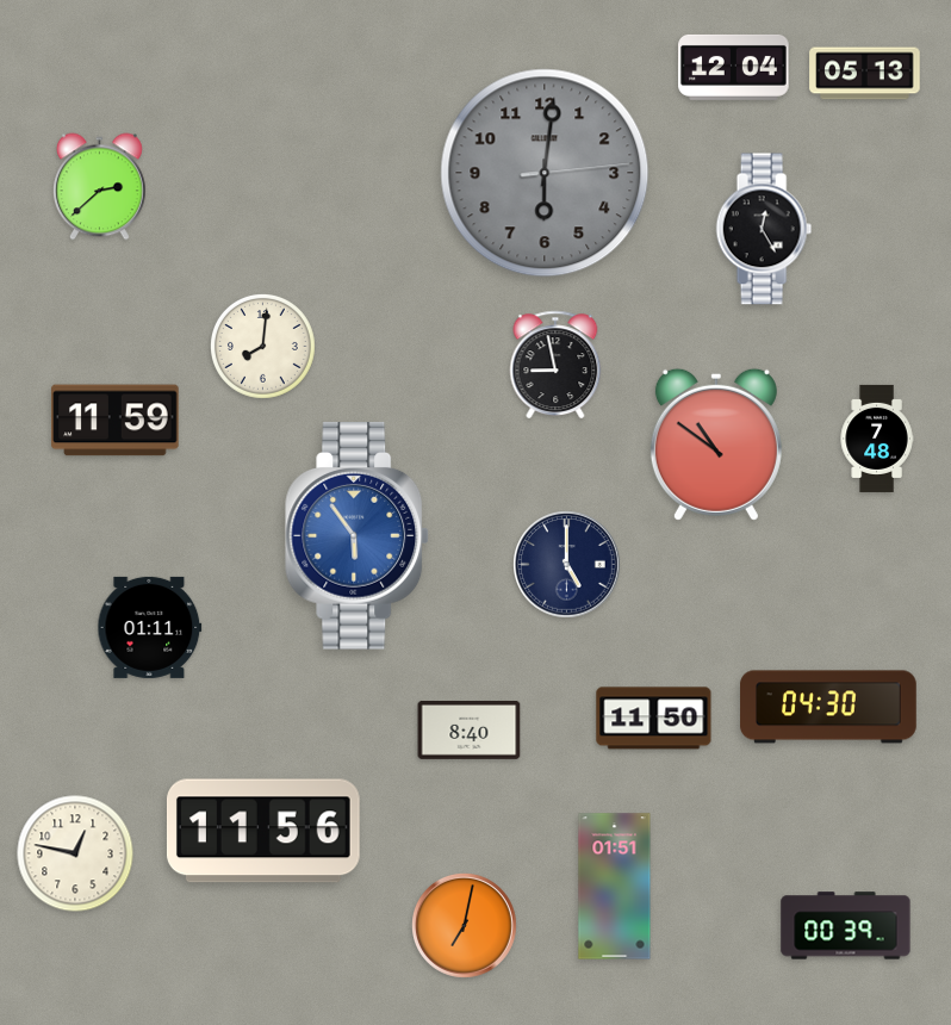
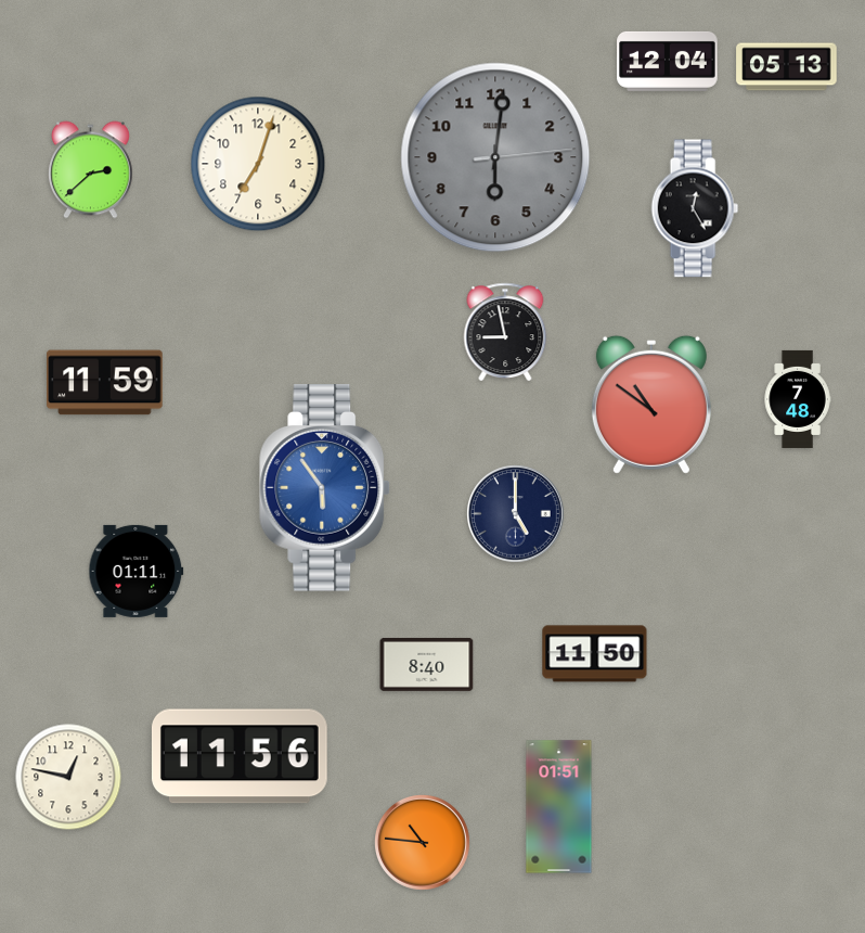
clock at (258, 164): none -> 7:03
clock at (262, 346): 8:01 -> none
clock at (828, 707): 04:30 -> none
clock at (465, 926): 7:02 -> 10:46
clock at (846, 926): 00:39 -> none
